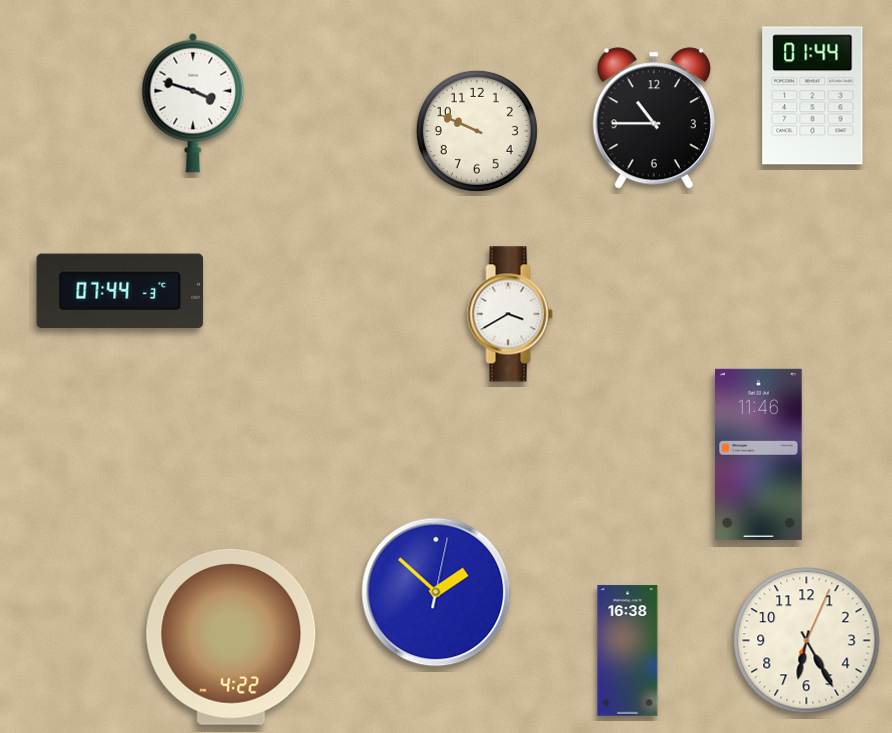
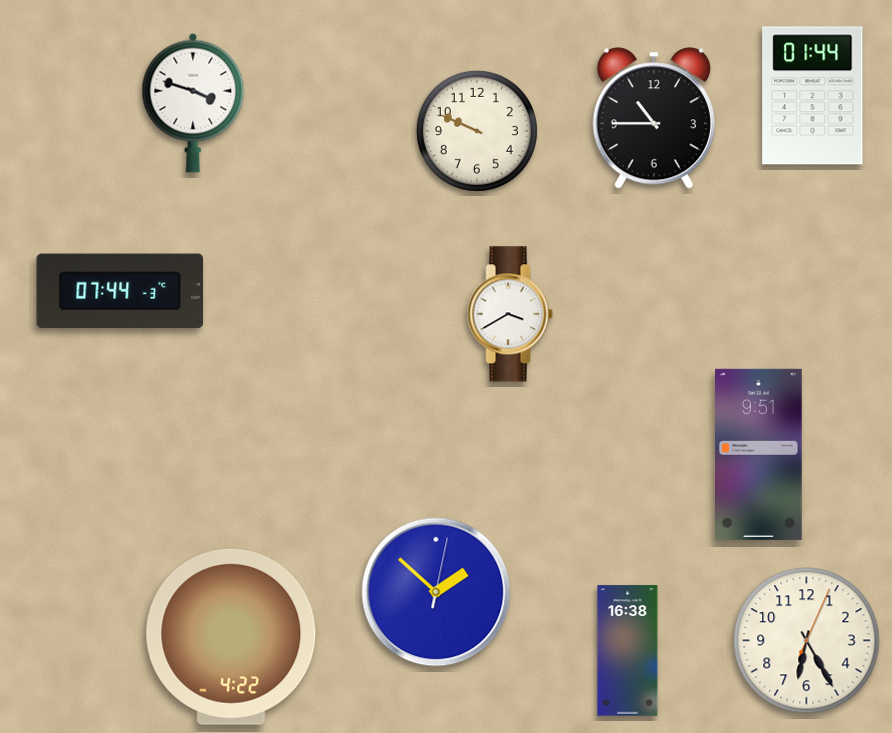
clock at (759, 454): 11:46 -> 9:51
